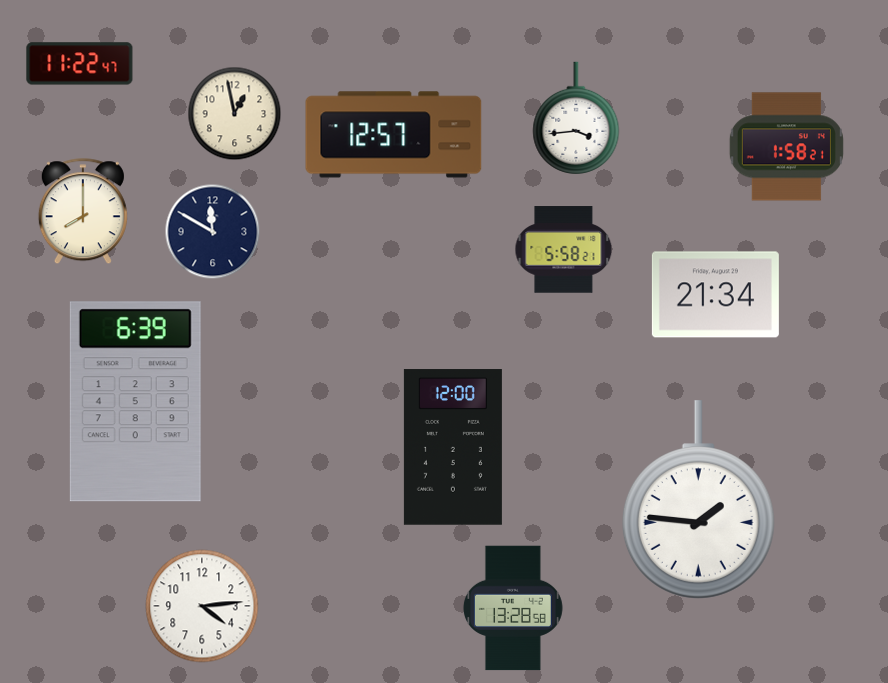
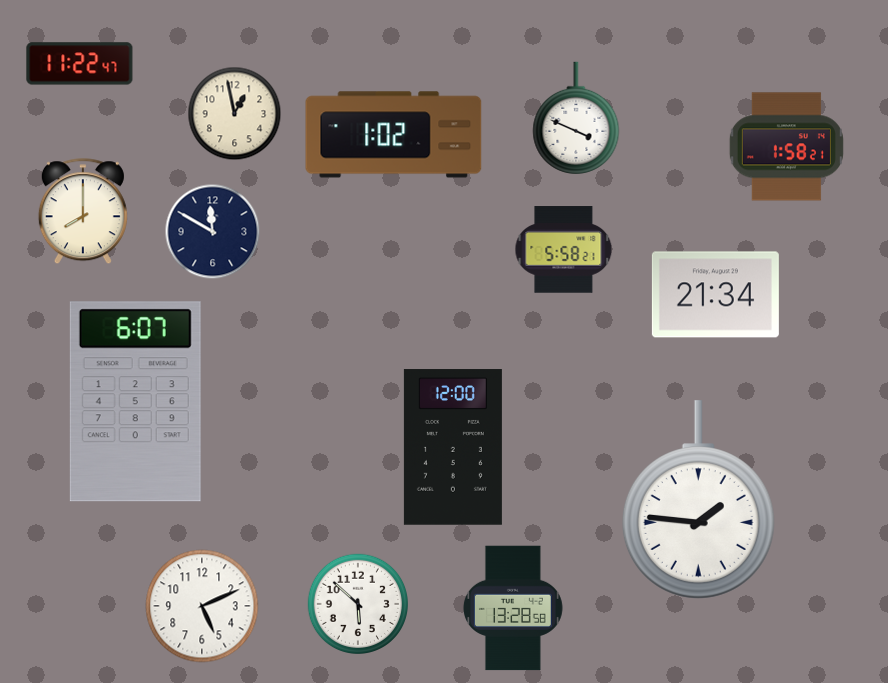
clock at (576, 118): 3:44 -> 3:49
clock at (394, 135): 12:57 -> 1:02
clock at (135, 402): 6:39 -> 6:07
clock at (358, 604): none -> 5:52
clock at (202, 606): 4:14 -> 5:11
